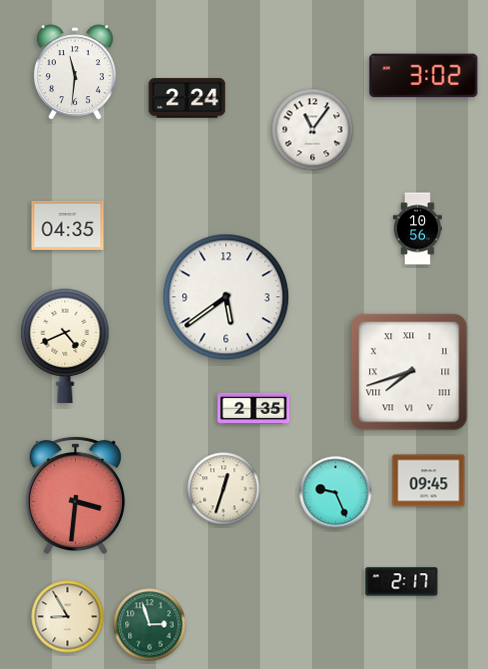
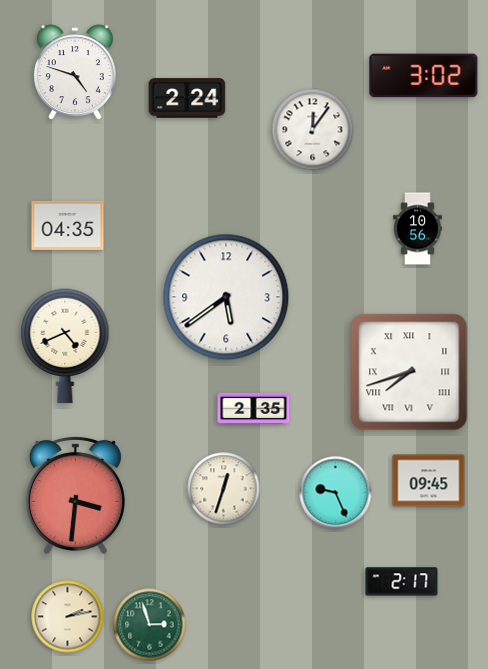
clock at (75, 73): 11:31 -> 4:48
clock at (313, 130): 11:06 -> 12:06
clock at (68, 617): 8:55 -> 2:13
